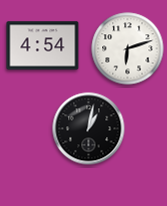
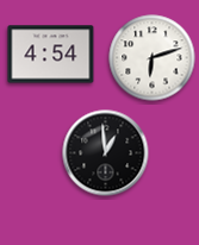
clock at (89, 129): 1:02 -> 12:59
